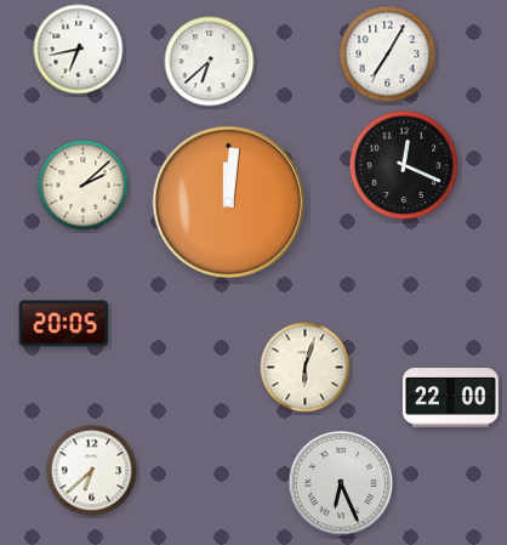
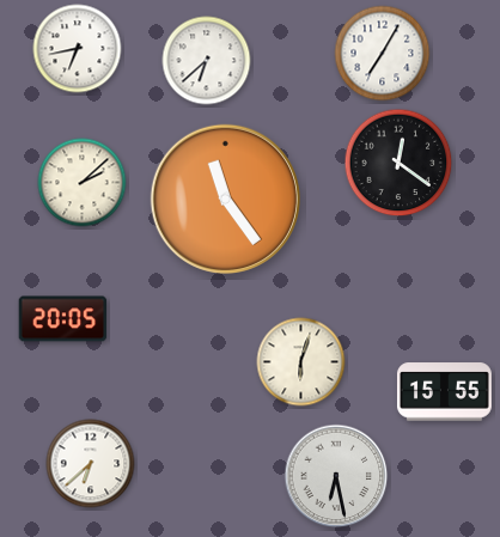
clock at (404, 165): 12:19 -> 12:21
clock at (228, 201): 12:01 -> 11:24
clock at (450, 398): 22:00 -> 15:55
clock at (341, 483): 6:26 -> 6:28
